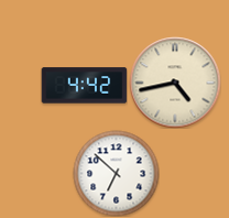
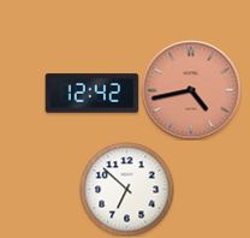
clock at (175, 83) dial: cream -> salmon
clock at (84, 86): 4:42 -> 12:42
